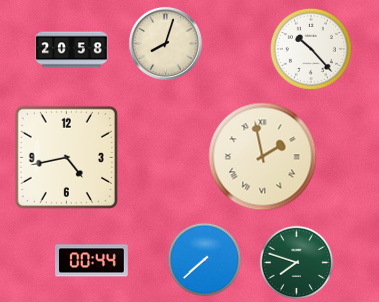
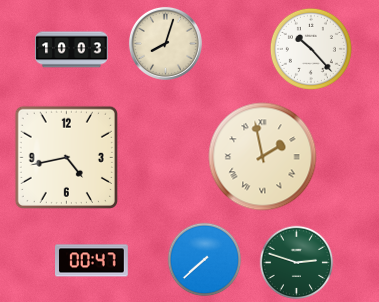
clock at (72, 50): 20:58 -> 10:03
clock at (92, 261): 00:44 -> 00:47
clock at (297, 263): 7:48 -> 2:48
